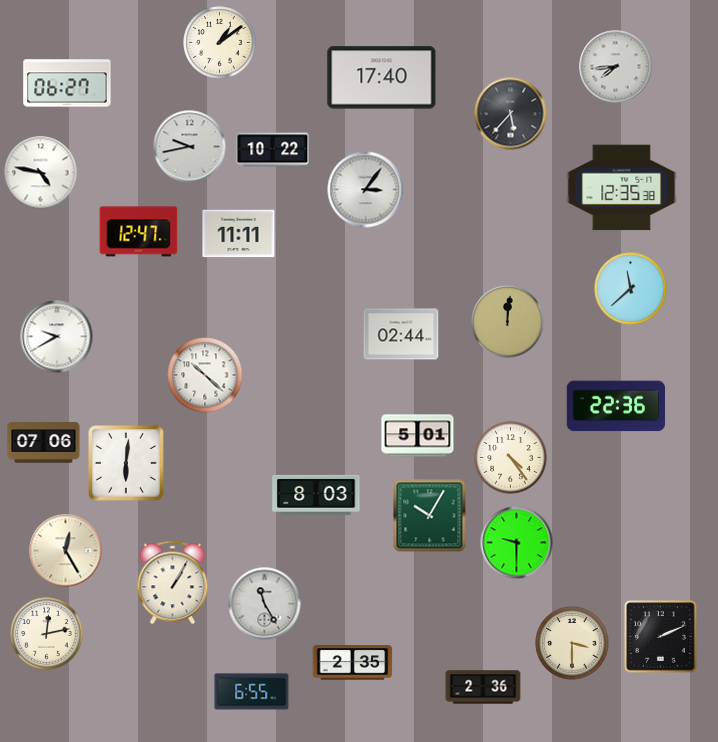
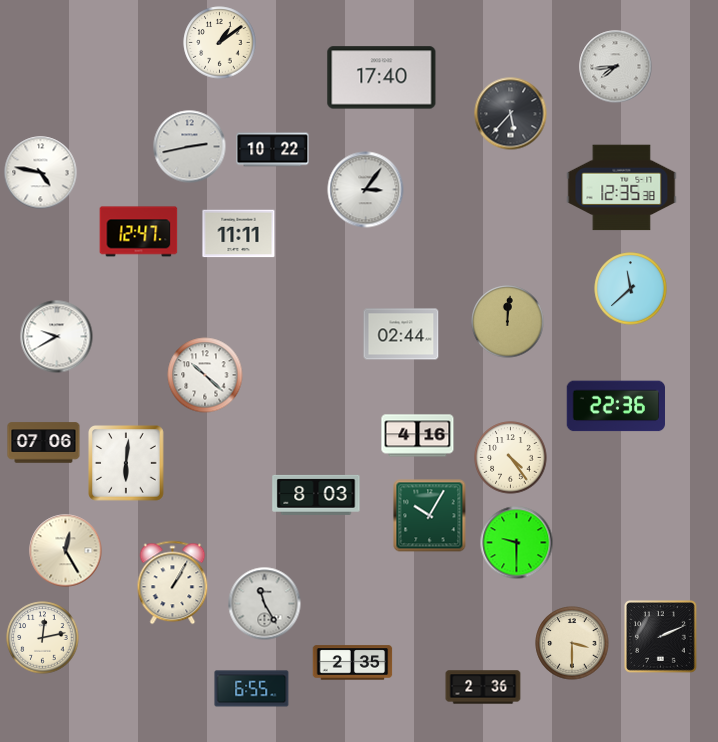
clock at (67, 83): 06:27 -> none
clock at (190, 147): 9:43 -> 2:43
clock at (418, 436): 5:01 -> 4:16
clock at (47, 634) position: (47, 634) -> (43, 638)
clock at (252, 692) position: (252, 692) -> (252, 689)
